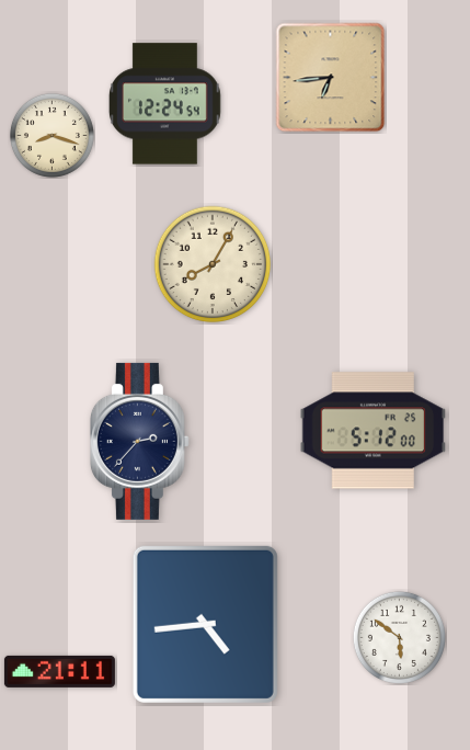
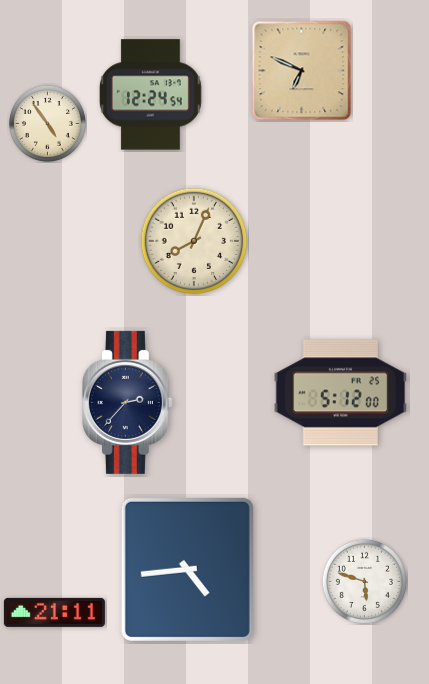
clock at (331, 78): 6:44 -> 6:49
clock at (51, 135): 8:18 -> 4:54
clock at (213, 264): 8:05 -> 8:04
clock at (399, 637): 5:51 -> 5:48
